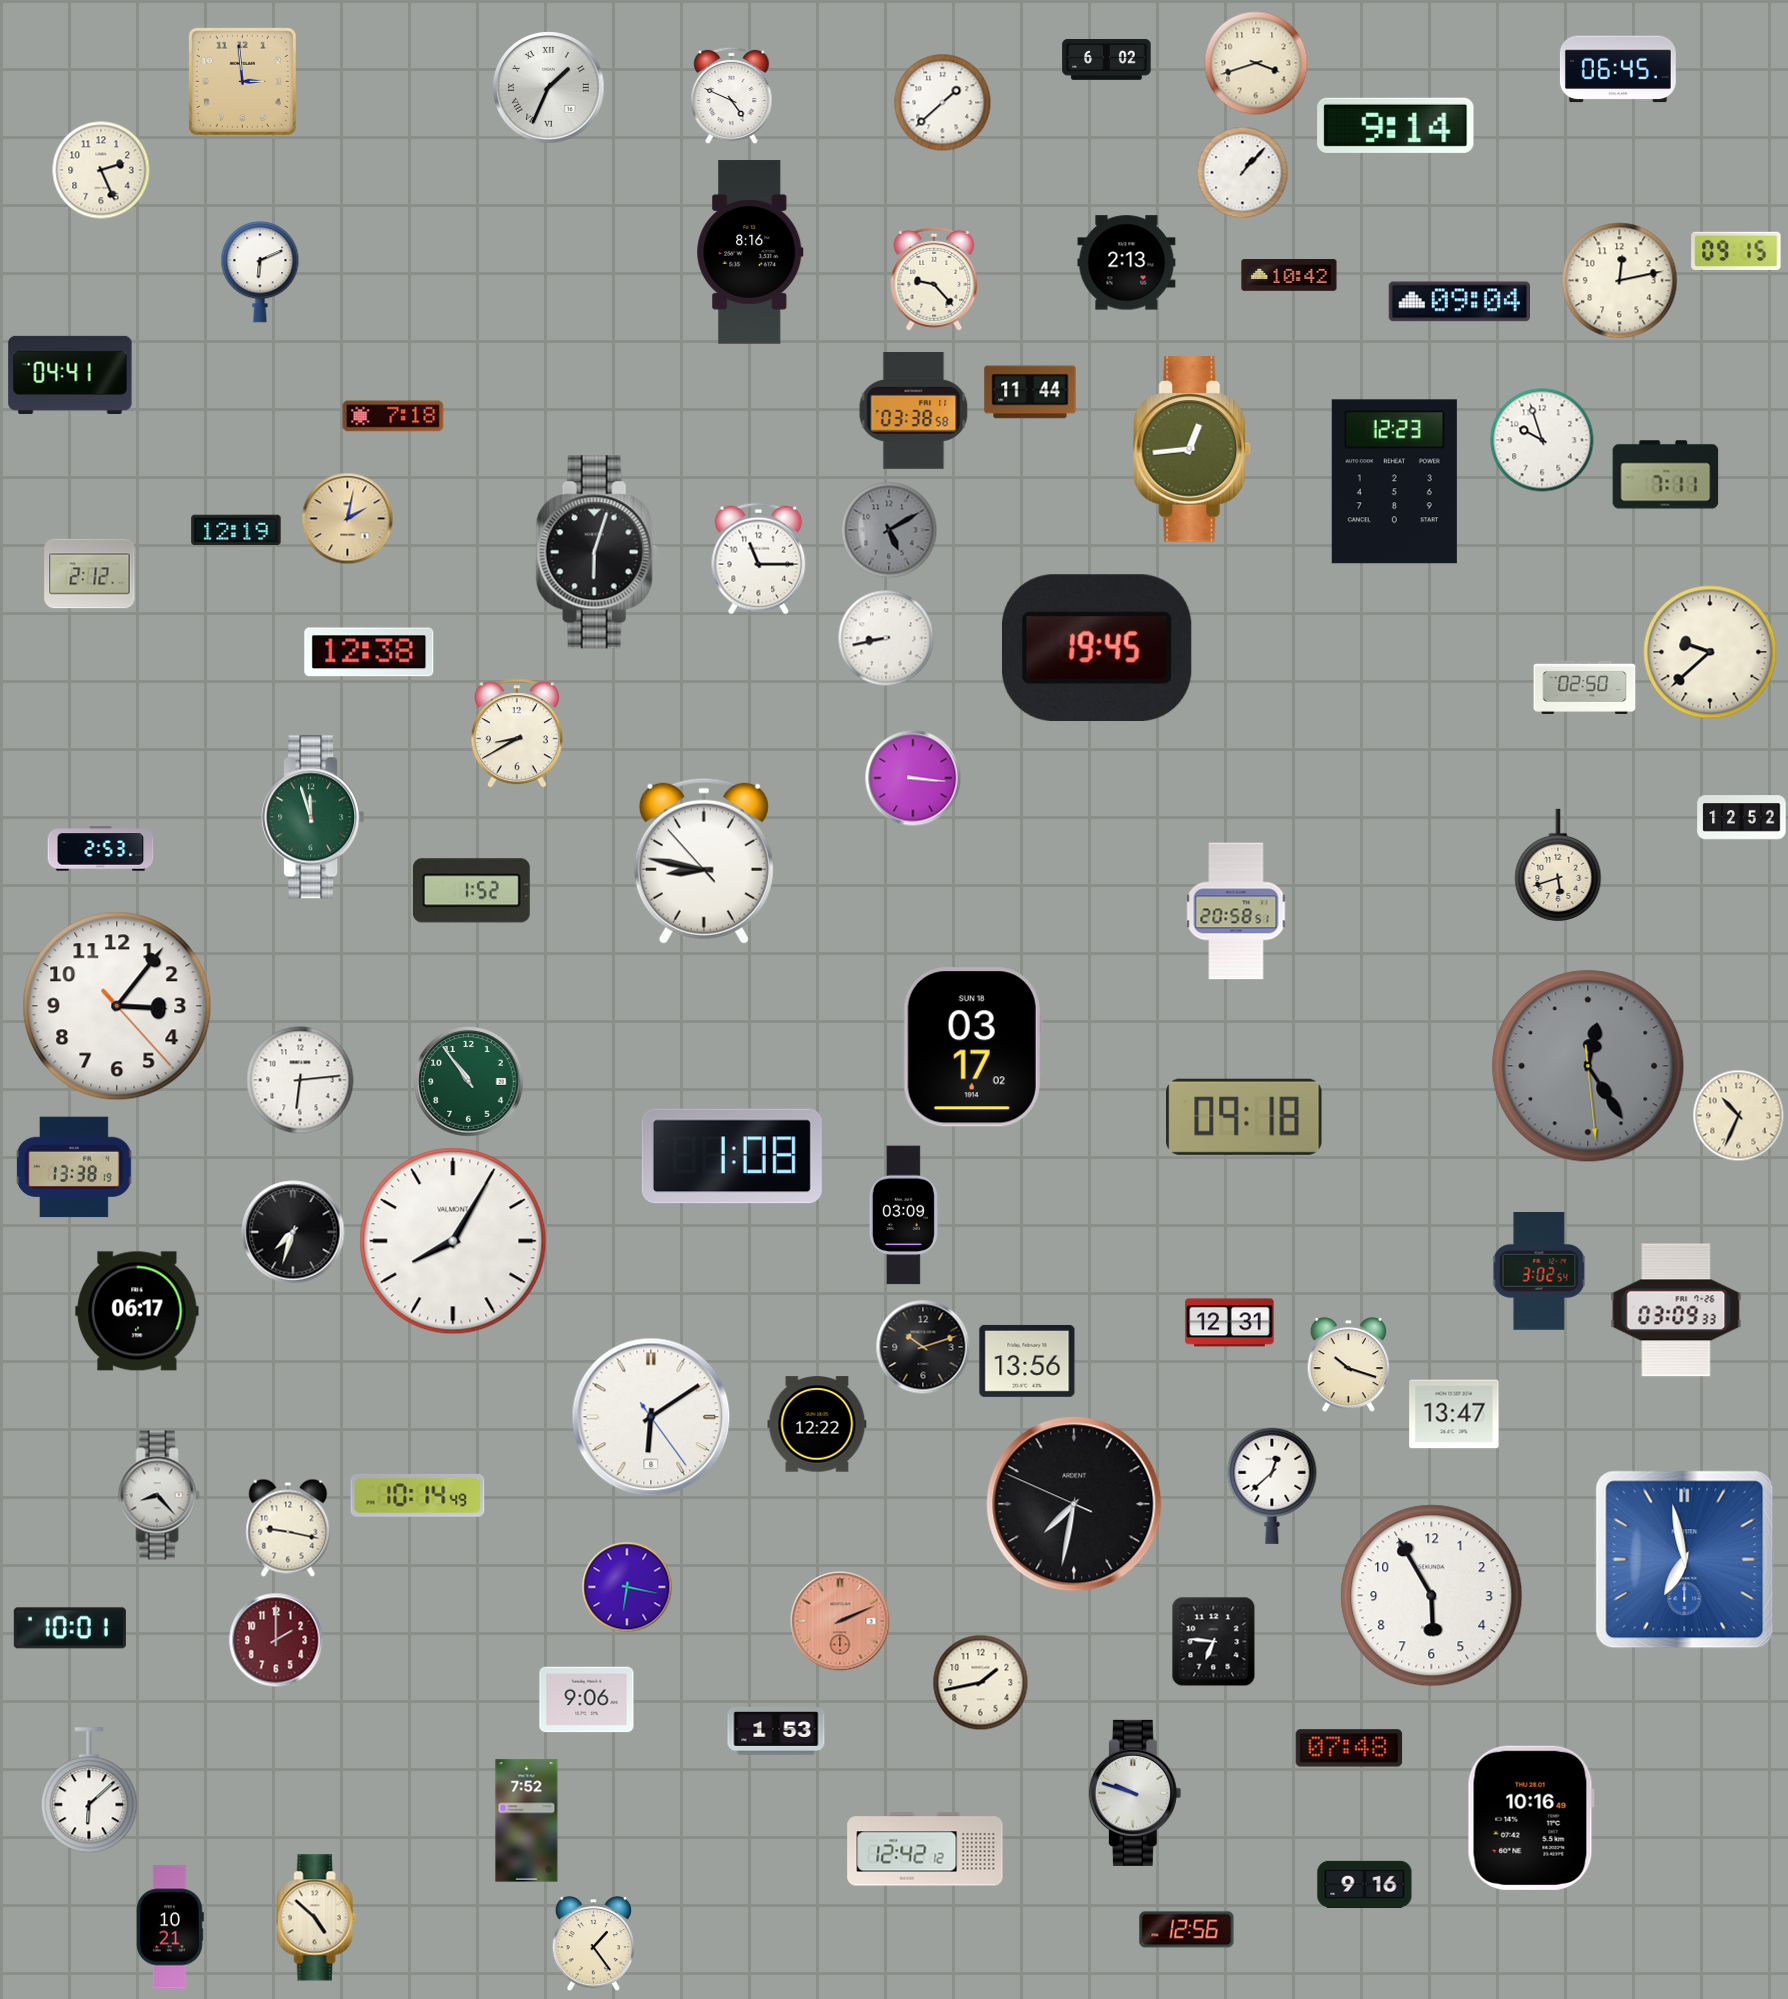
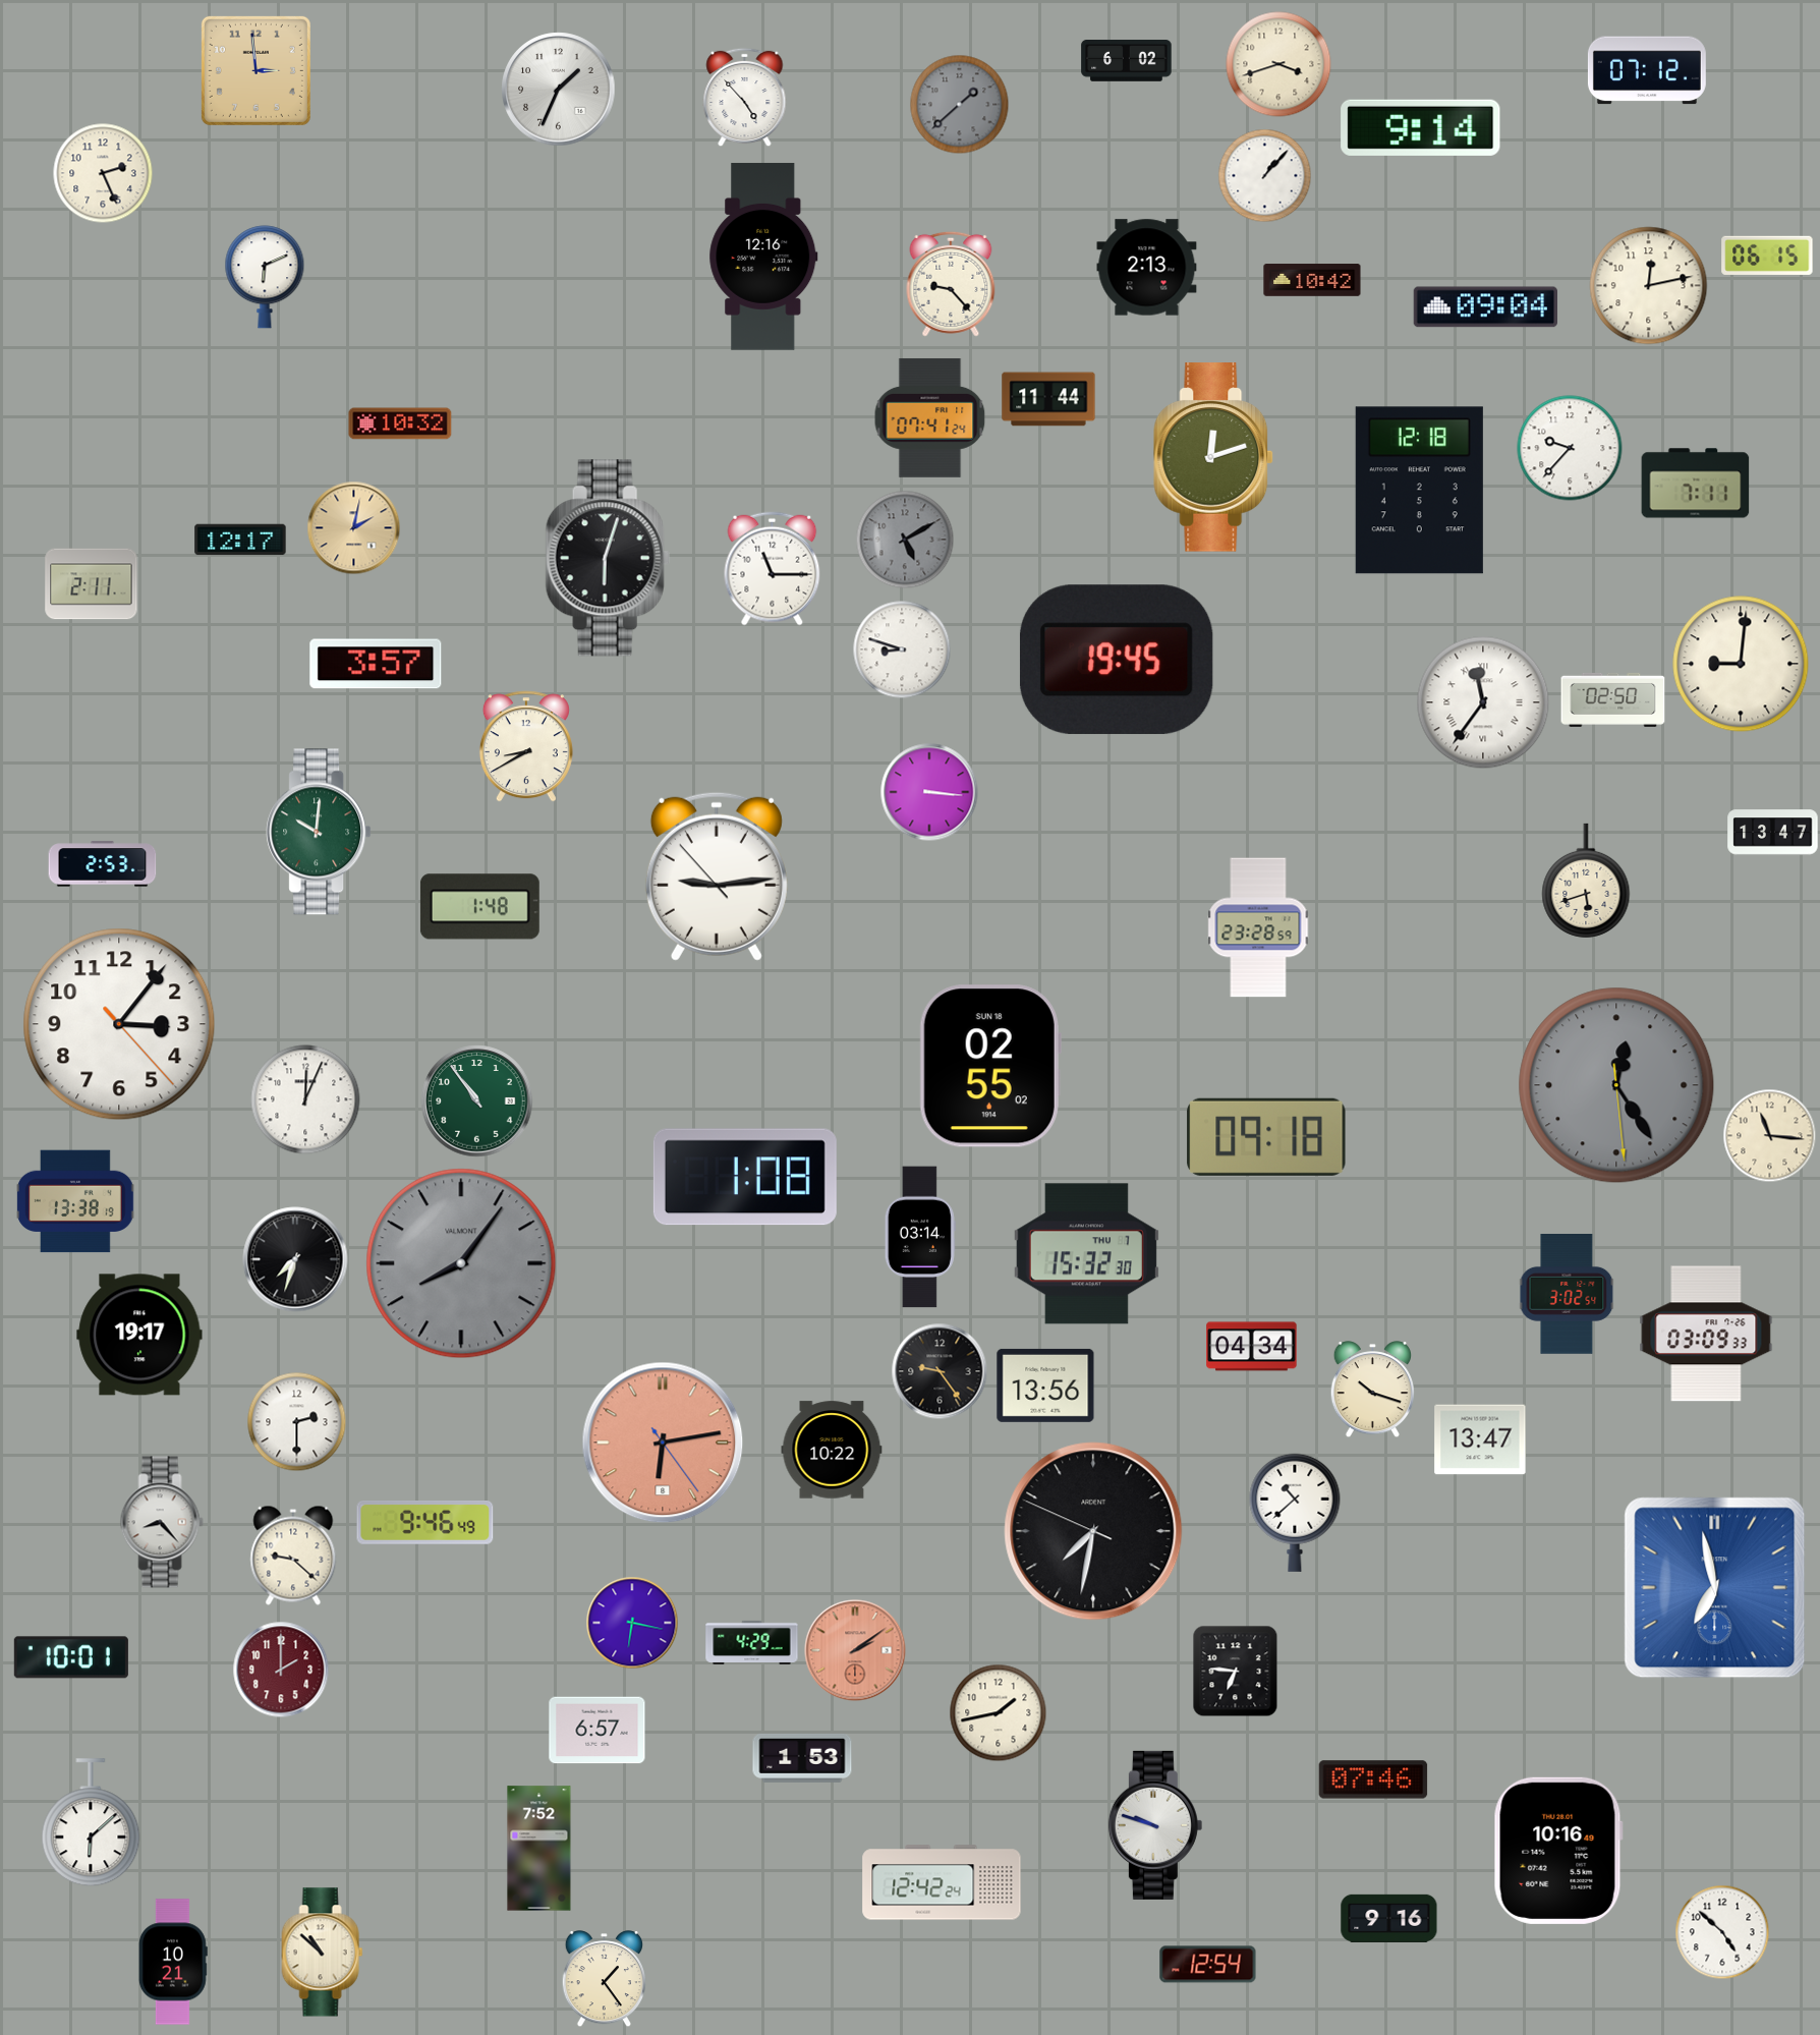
clock at (1618, 69): 06:45 -> 07:12
clock at (242, 81) position: (242, 81) -> (255, 70)
clock at (549, 88) numerals: Roman -> Arabic
clock at (732, 96): 4:49 -> 4:53
clock at (943, 103) dial: white -> grey
clock at (1736, 251): 09:15 -> 06:15
clock at (750, 252): 8:16 -> 12:16
clock at (70, 375): 04:41 -> none
clock at (914, 410): 03:38 -> 07:41
clock at (393, 416): 7:18 -> 10:32
clock at (1542, 440): 9:57 -> 9:37
clock at (1193, 449): 12:44 -> 12:12
clock at (1394, 482): 12:23 -> 12:18
clock at (236, 530): 12:19 -> 12:17
clock at (597, 552) position: (597, 552) -> (608, 558)
clock at (90, 574): 2:12 -> 2:11
clock at (886, 638): 8:43 -> 8:48
clock at (369, 652): 12:38 -> 3:57
clock at (1710, 652): 9:38 -> 9:01
clock at (1483, 702): none -> 11:36
clock at (313, 817): 11:57 -> 10:01
clock at (1742, 818): 12:52 -> 13:47
clock at (704, 861): 8:46 -> 9:13
clock at (471, 891): 1:52 -> 1:48
clock at (1236, 911): 20:58 -> 23:28
clock at (973, 1047): 03:17 -> 02:55
clock at (300, 1080): 6:14 -> 12:04
clock at (1739, 1116): 10:34 -> 11:16
clock at (74, 1167) position: (74, 1167) -> (75, 1201)
clock at (904, 1215): 03:09 -> 03:14
clock at (293, 1232) position: (293, 1232) -> (295, 1259)
clock at (1086, 1254): none -> 15:32
clock at (453, 1241): 8:05 -> 8:06
clock at (453, 1241) dial: white -> grey
clock at (137, 1311): 06:17 -> 19:17
clock at (1230, 1323): 12:31 -> 04:34
clock at (923, 1347): 10:12 -> 9:24
clock at (297, 1422): none -> 2:30
clock at (651, 1417): 6:09 -> 6:13
clock at (651, 1417) dial: white -> salmon
clock at (817, 1424): 12:22 -> 10:22
clock at (1272, 1486): 12:38 -> 10:38
clock at (418, 1496): 10:14 -> 9:46
clock at (288, 1528): 9:17 -> 9:22
clock at (627, 1587) position: (627, 1587) -> (632, 1623)
clock at (1432, 1596): 5:55 -> none
clock at (752, 1642): none -> 4:29
clock at (840, 1621): 2:11 -> 2:09
clock at (587, 1700): 9:06 -> 6:57
clock at (776, 1731) position: (776, 1731) -> (802, 1758)
clock at (1349, 1748): 07:48 -> 07:46
clock at (527, 1821) position: (527, 1821) -> (539, 1849)
clock at (925, 1849): 12:42:12 -> 12:42:24
clock at (1722, 1932): none -> 4:52
clock at (317, 1918): 4:52 -> 10:52
clock at (1187, 1930): 12:56 -> 12:54
